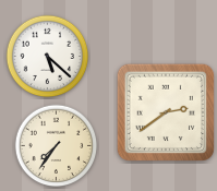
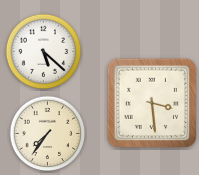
clock at (165, 111): 2:39 -> 3:29
clock at (57, 146) position: (57, 146) -> (48, 134)
